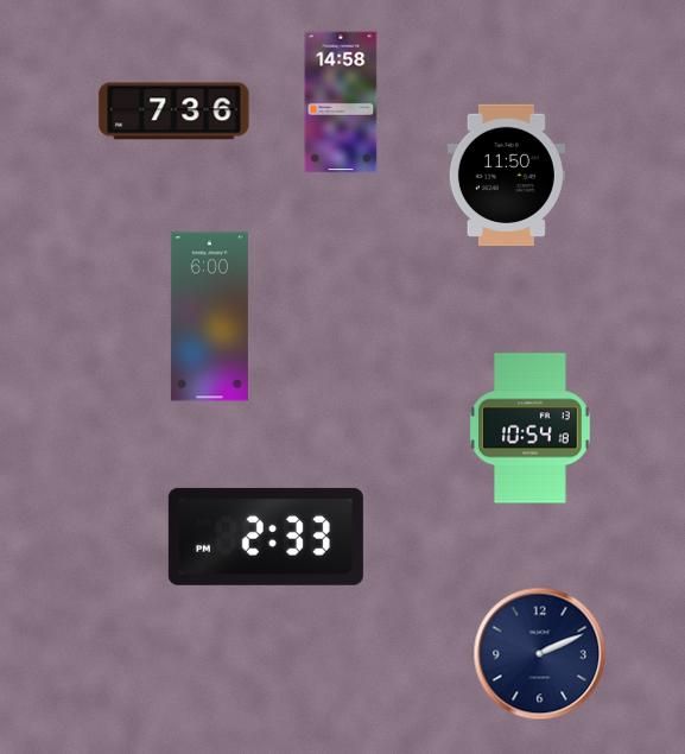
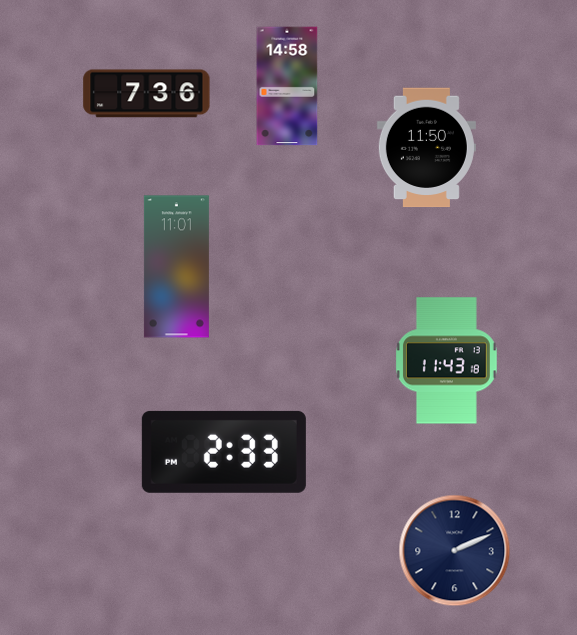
clock at (209, 317): 6:00 -> 11:01
clock at (529, 429): 10:54 -> 11:43
